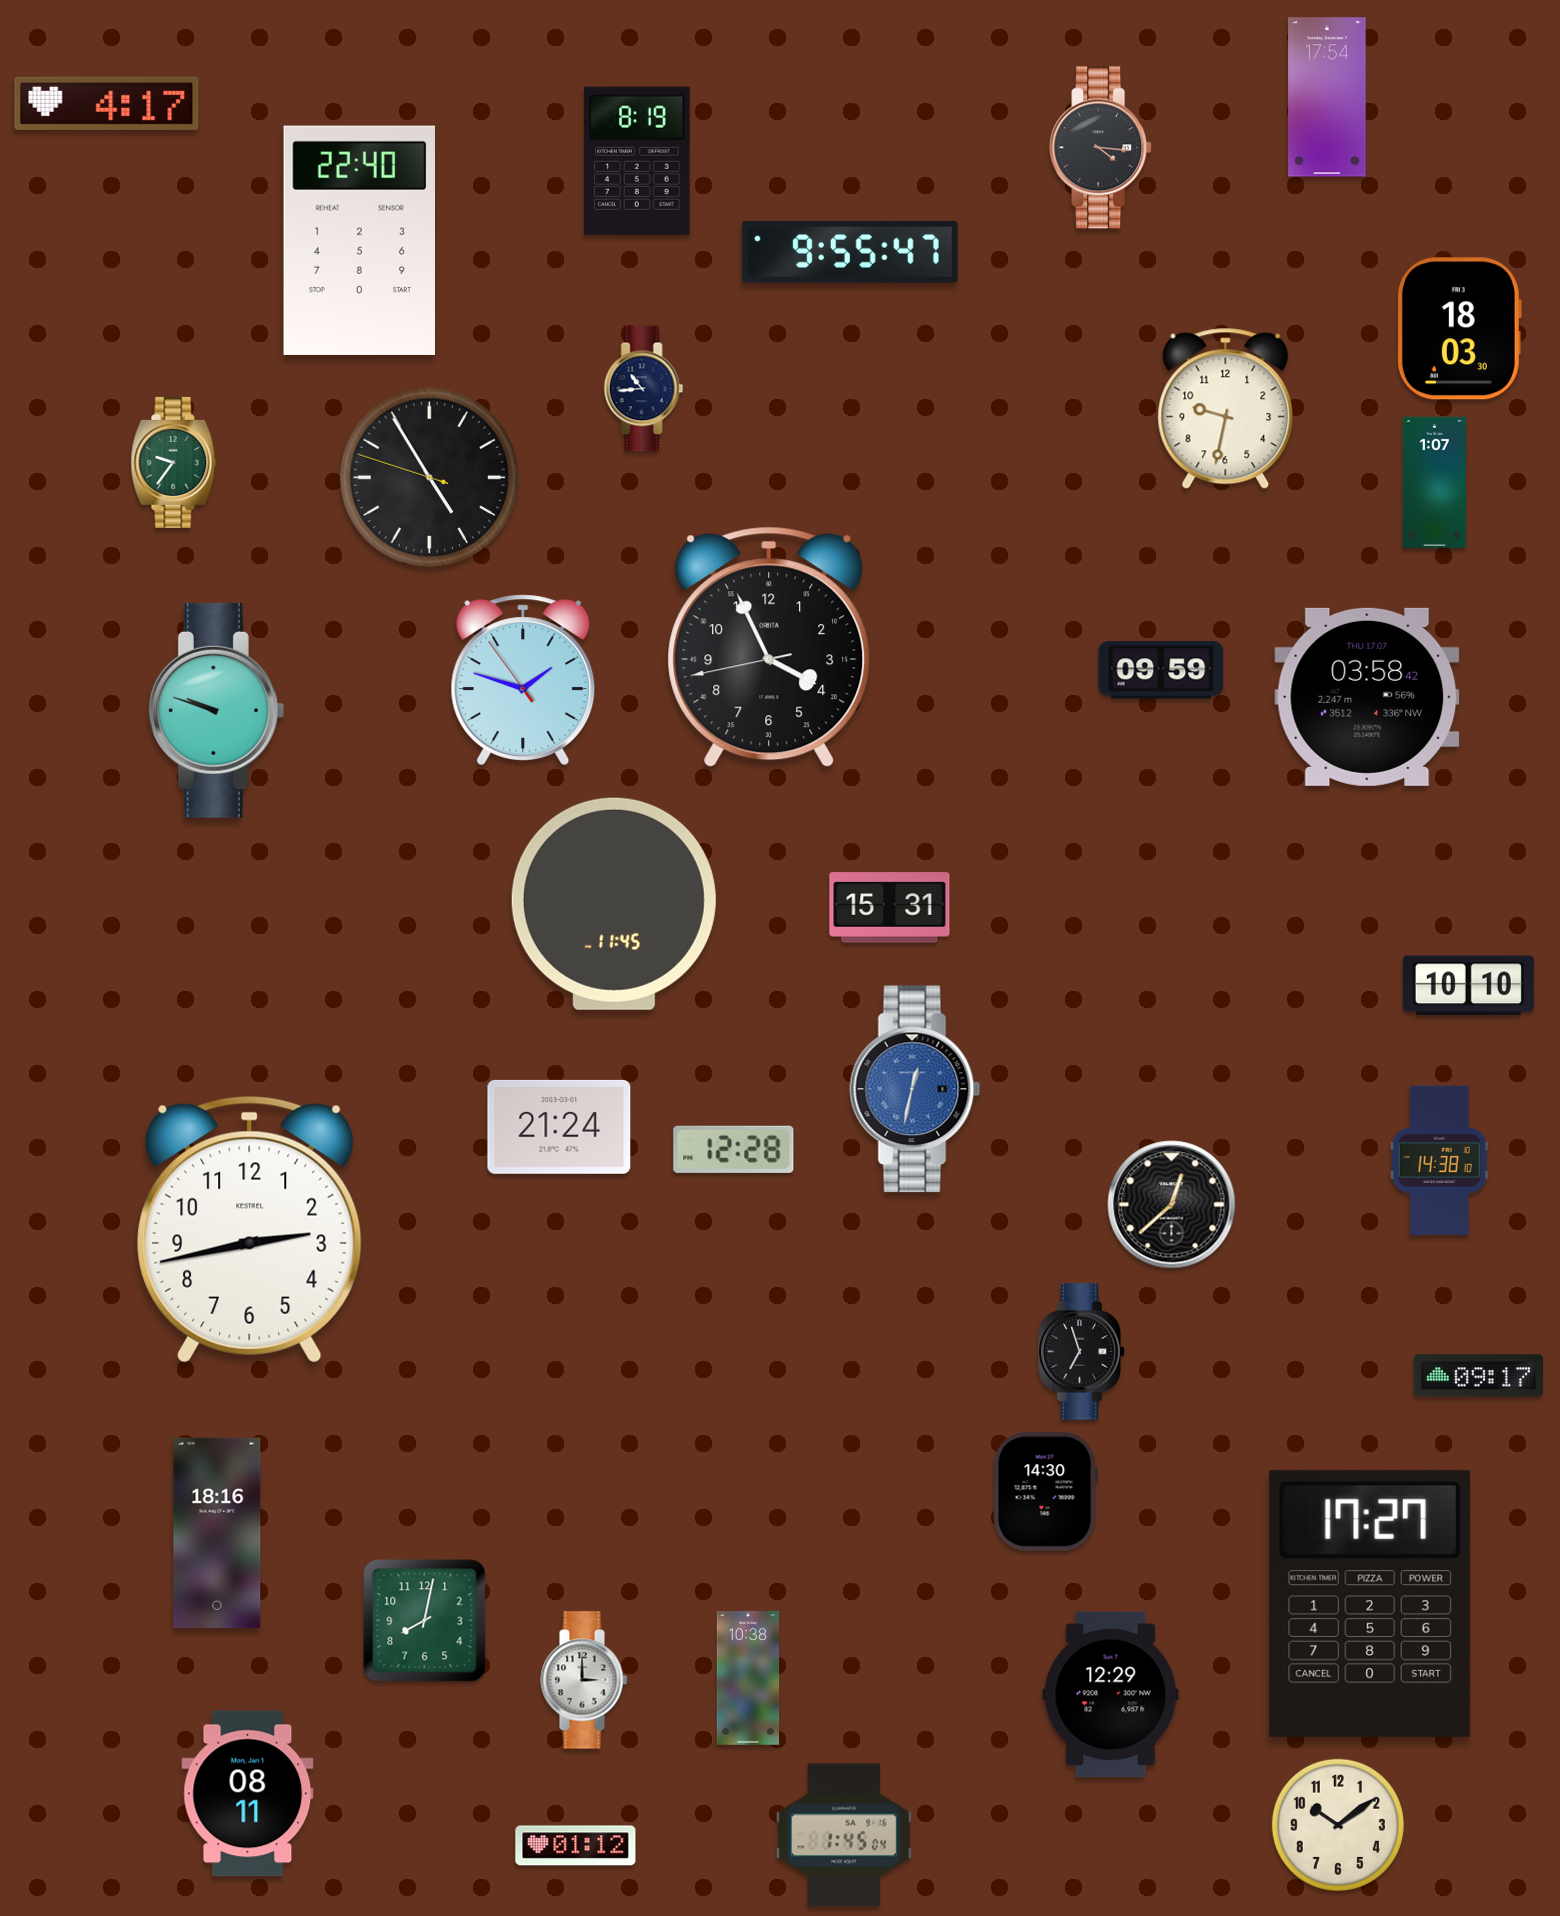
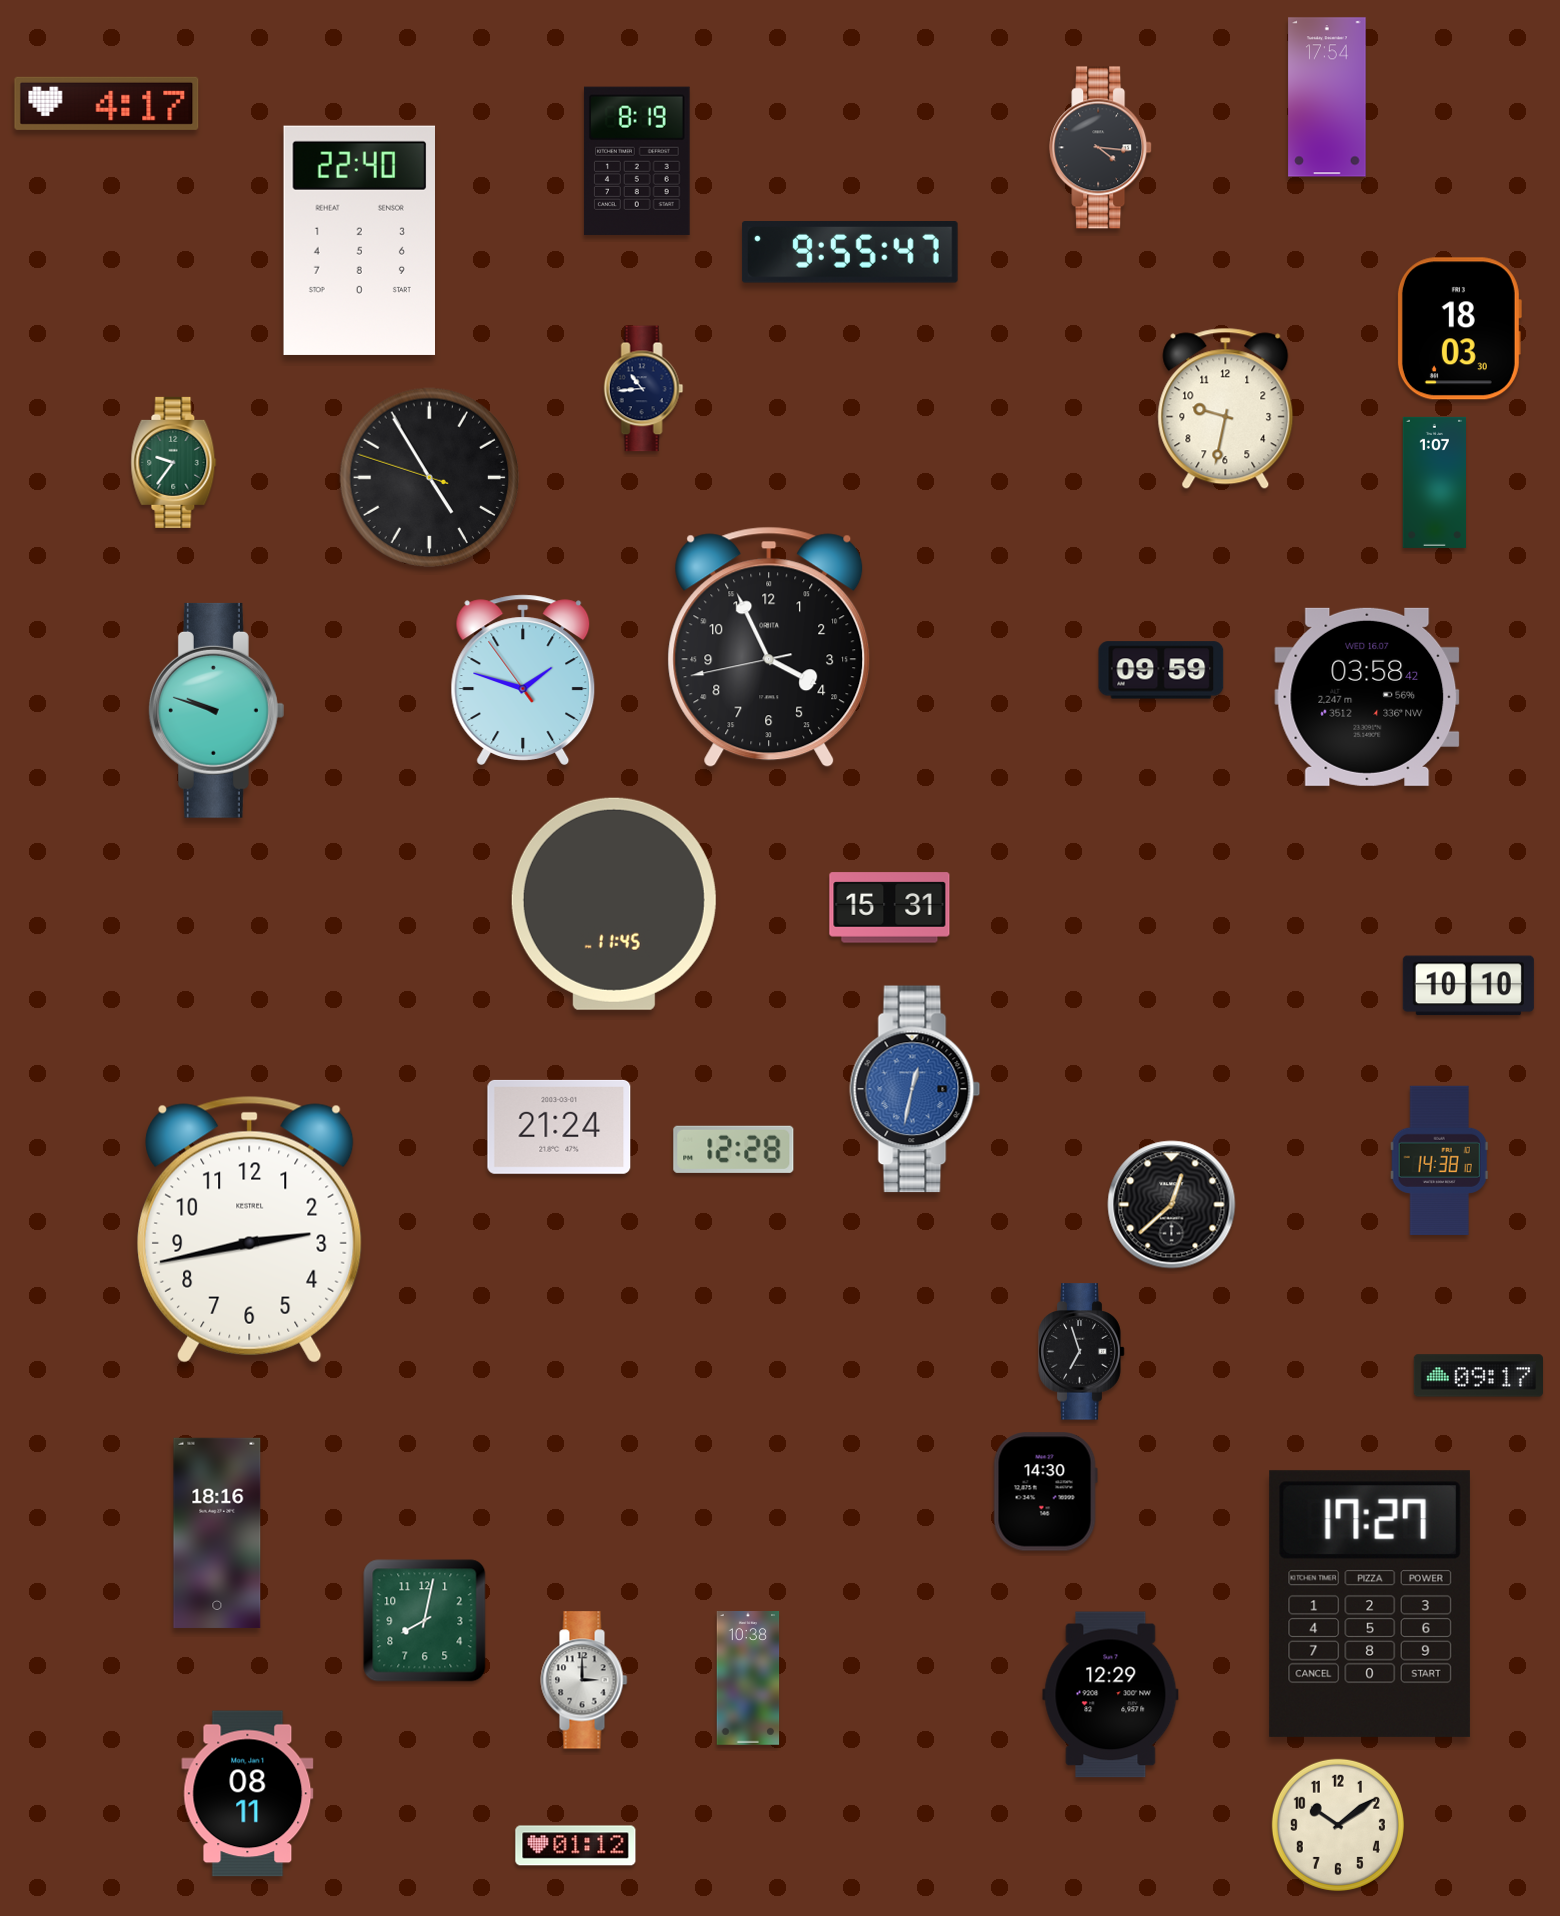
clock at (1367, 697) date: THU 17.07 -> WED 16.07
clock at (844, 1835): 1:45 -> none
